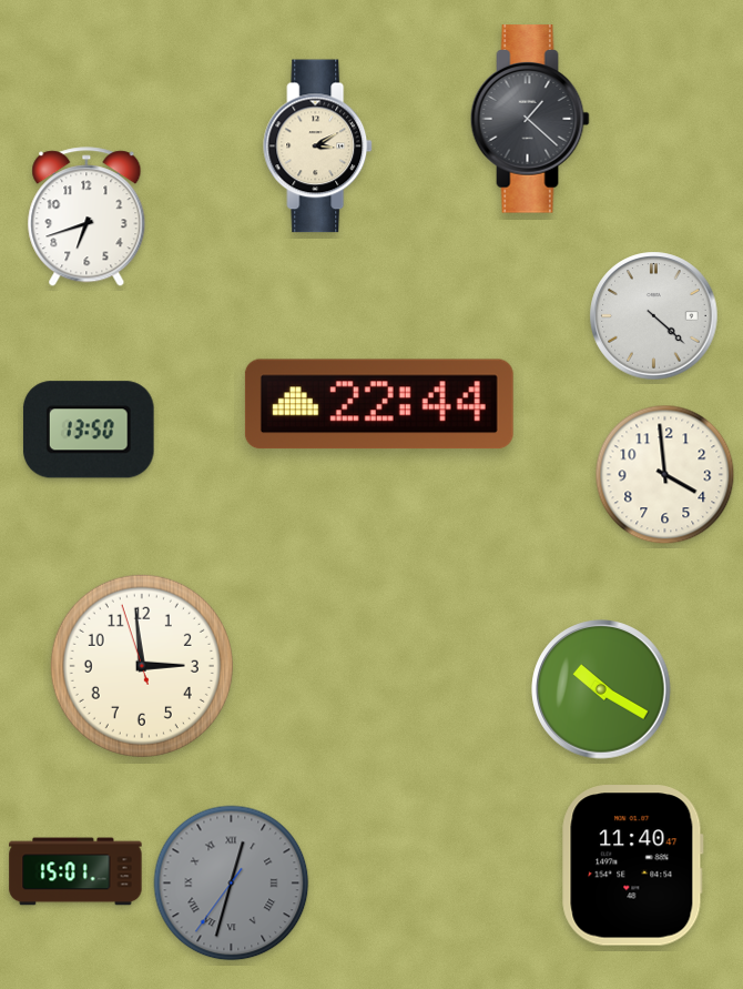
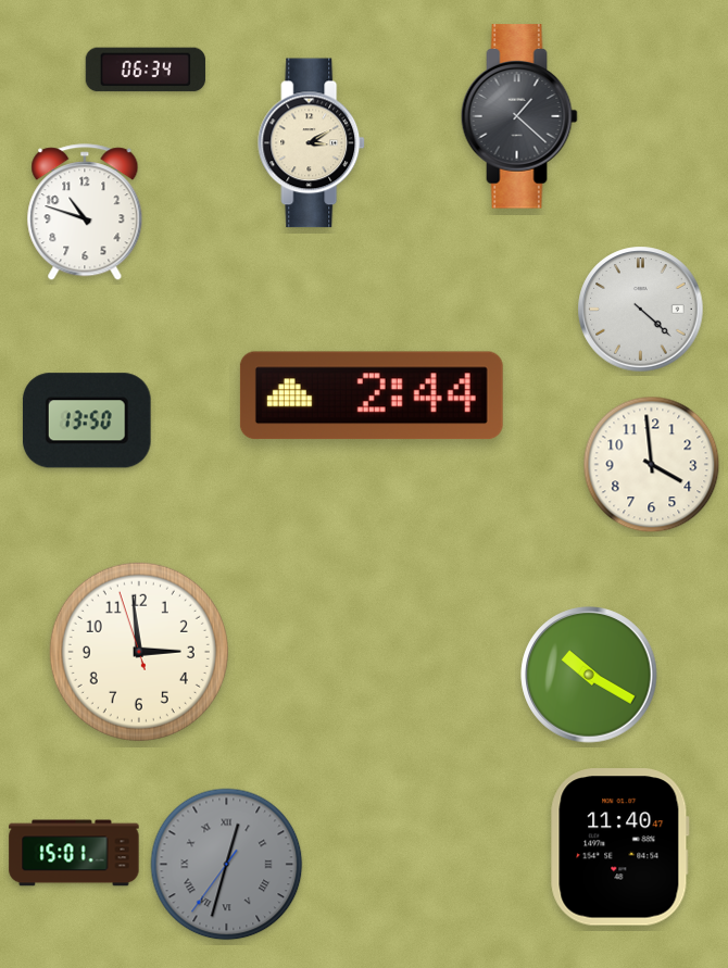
clock at (146, 70): none -> 06:34
clock at (86, 218): 6:42 -> 10:48
clock at (379, 404): 22:44 -> 2:44
